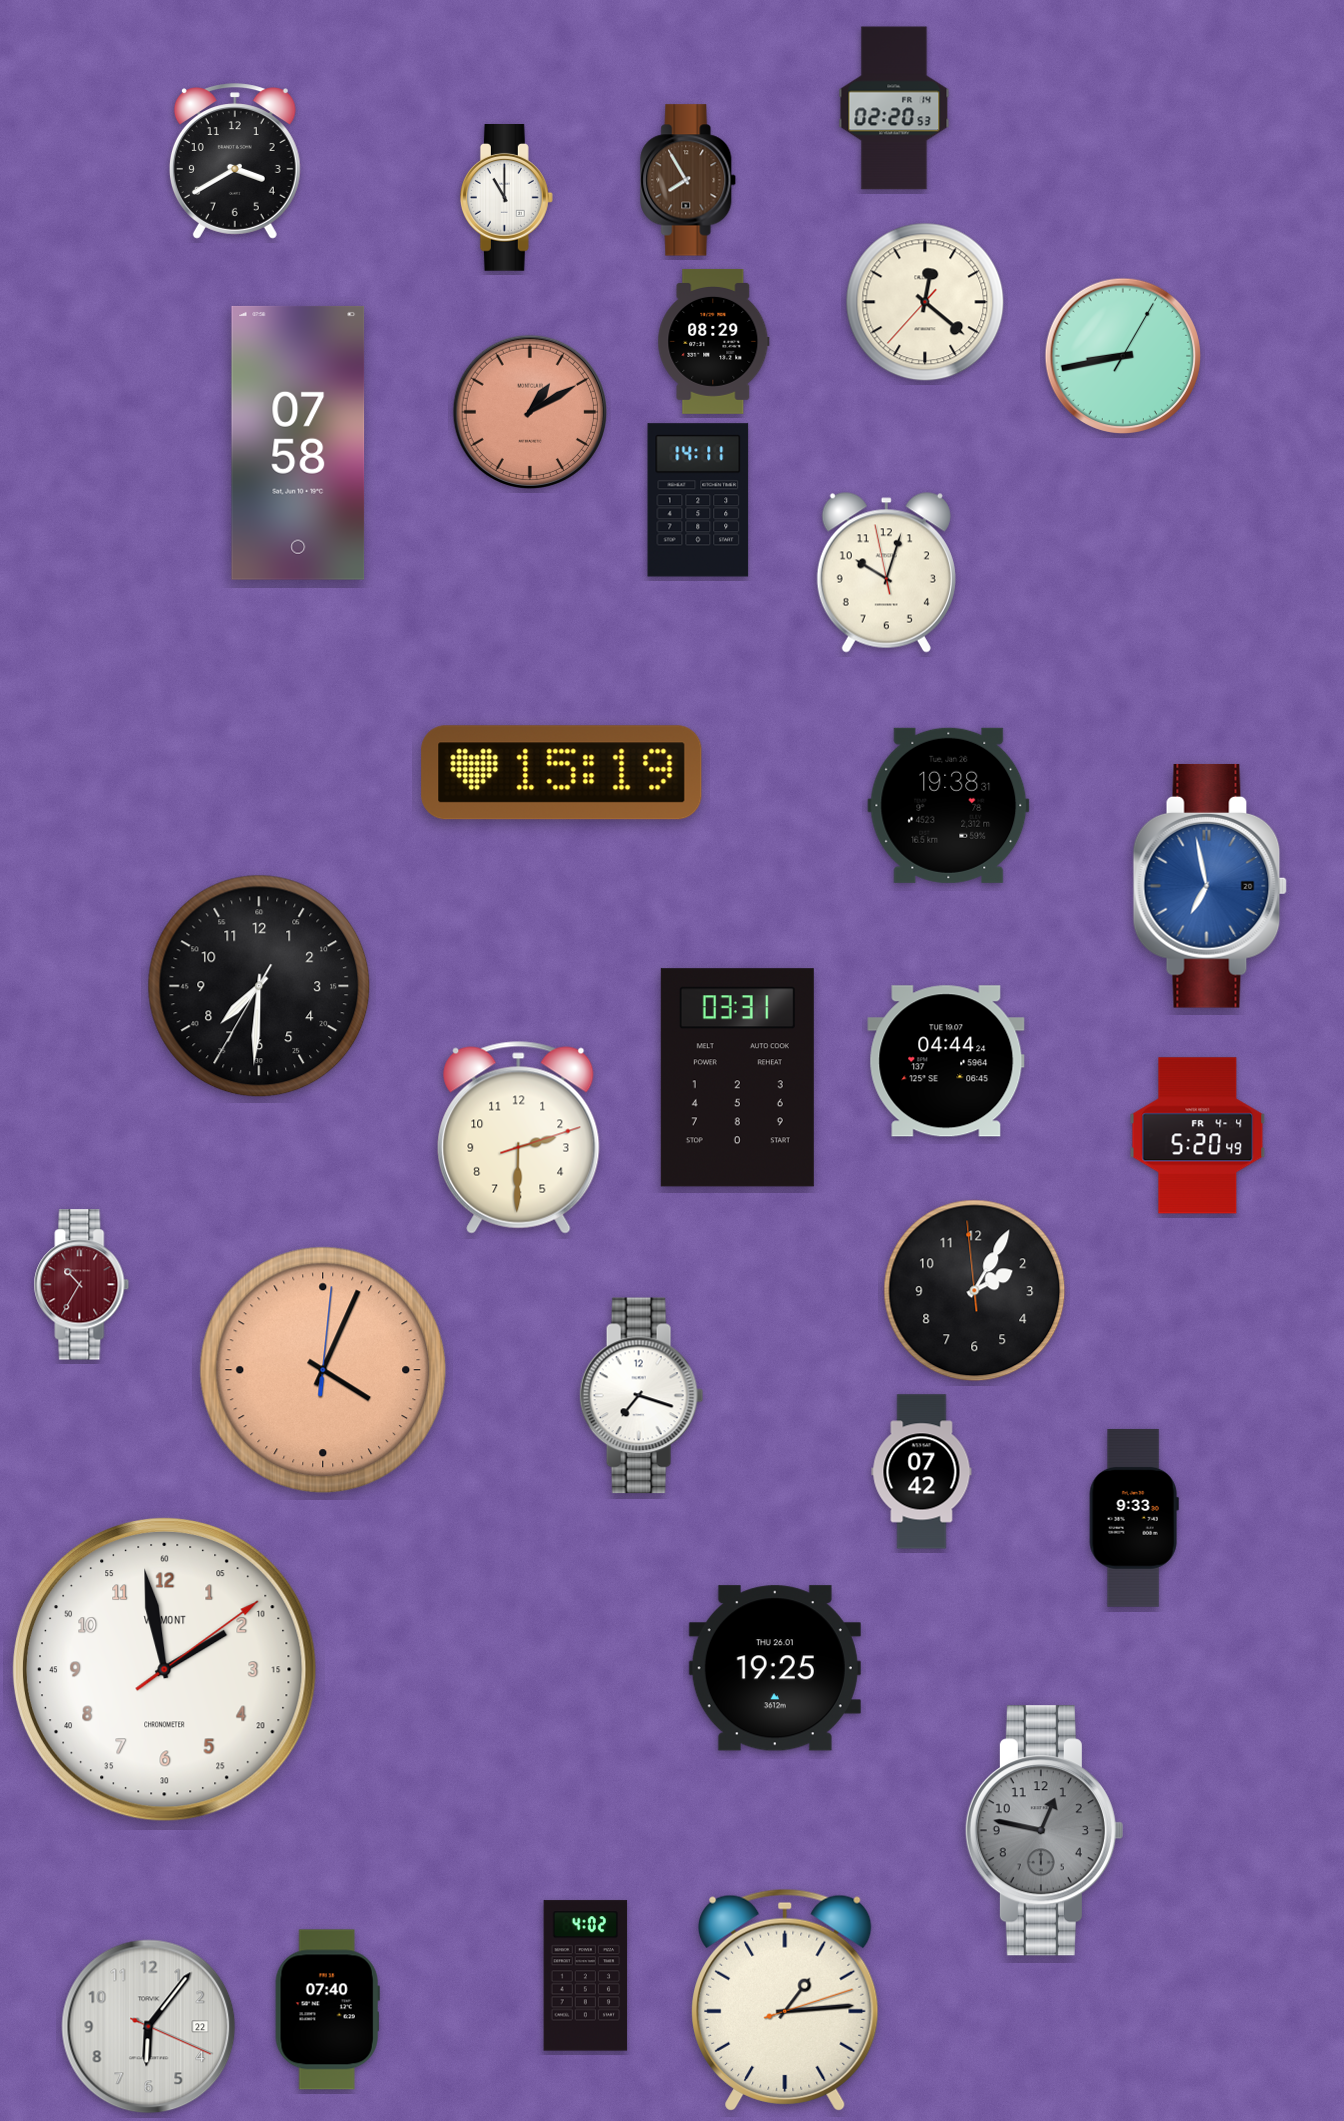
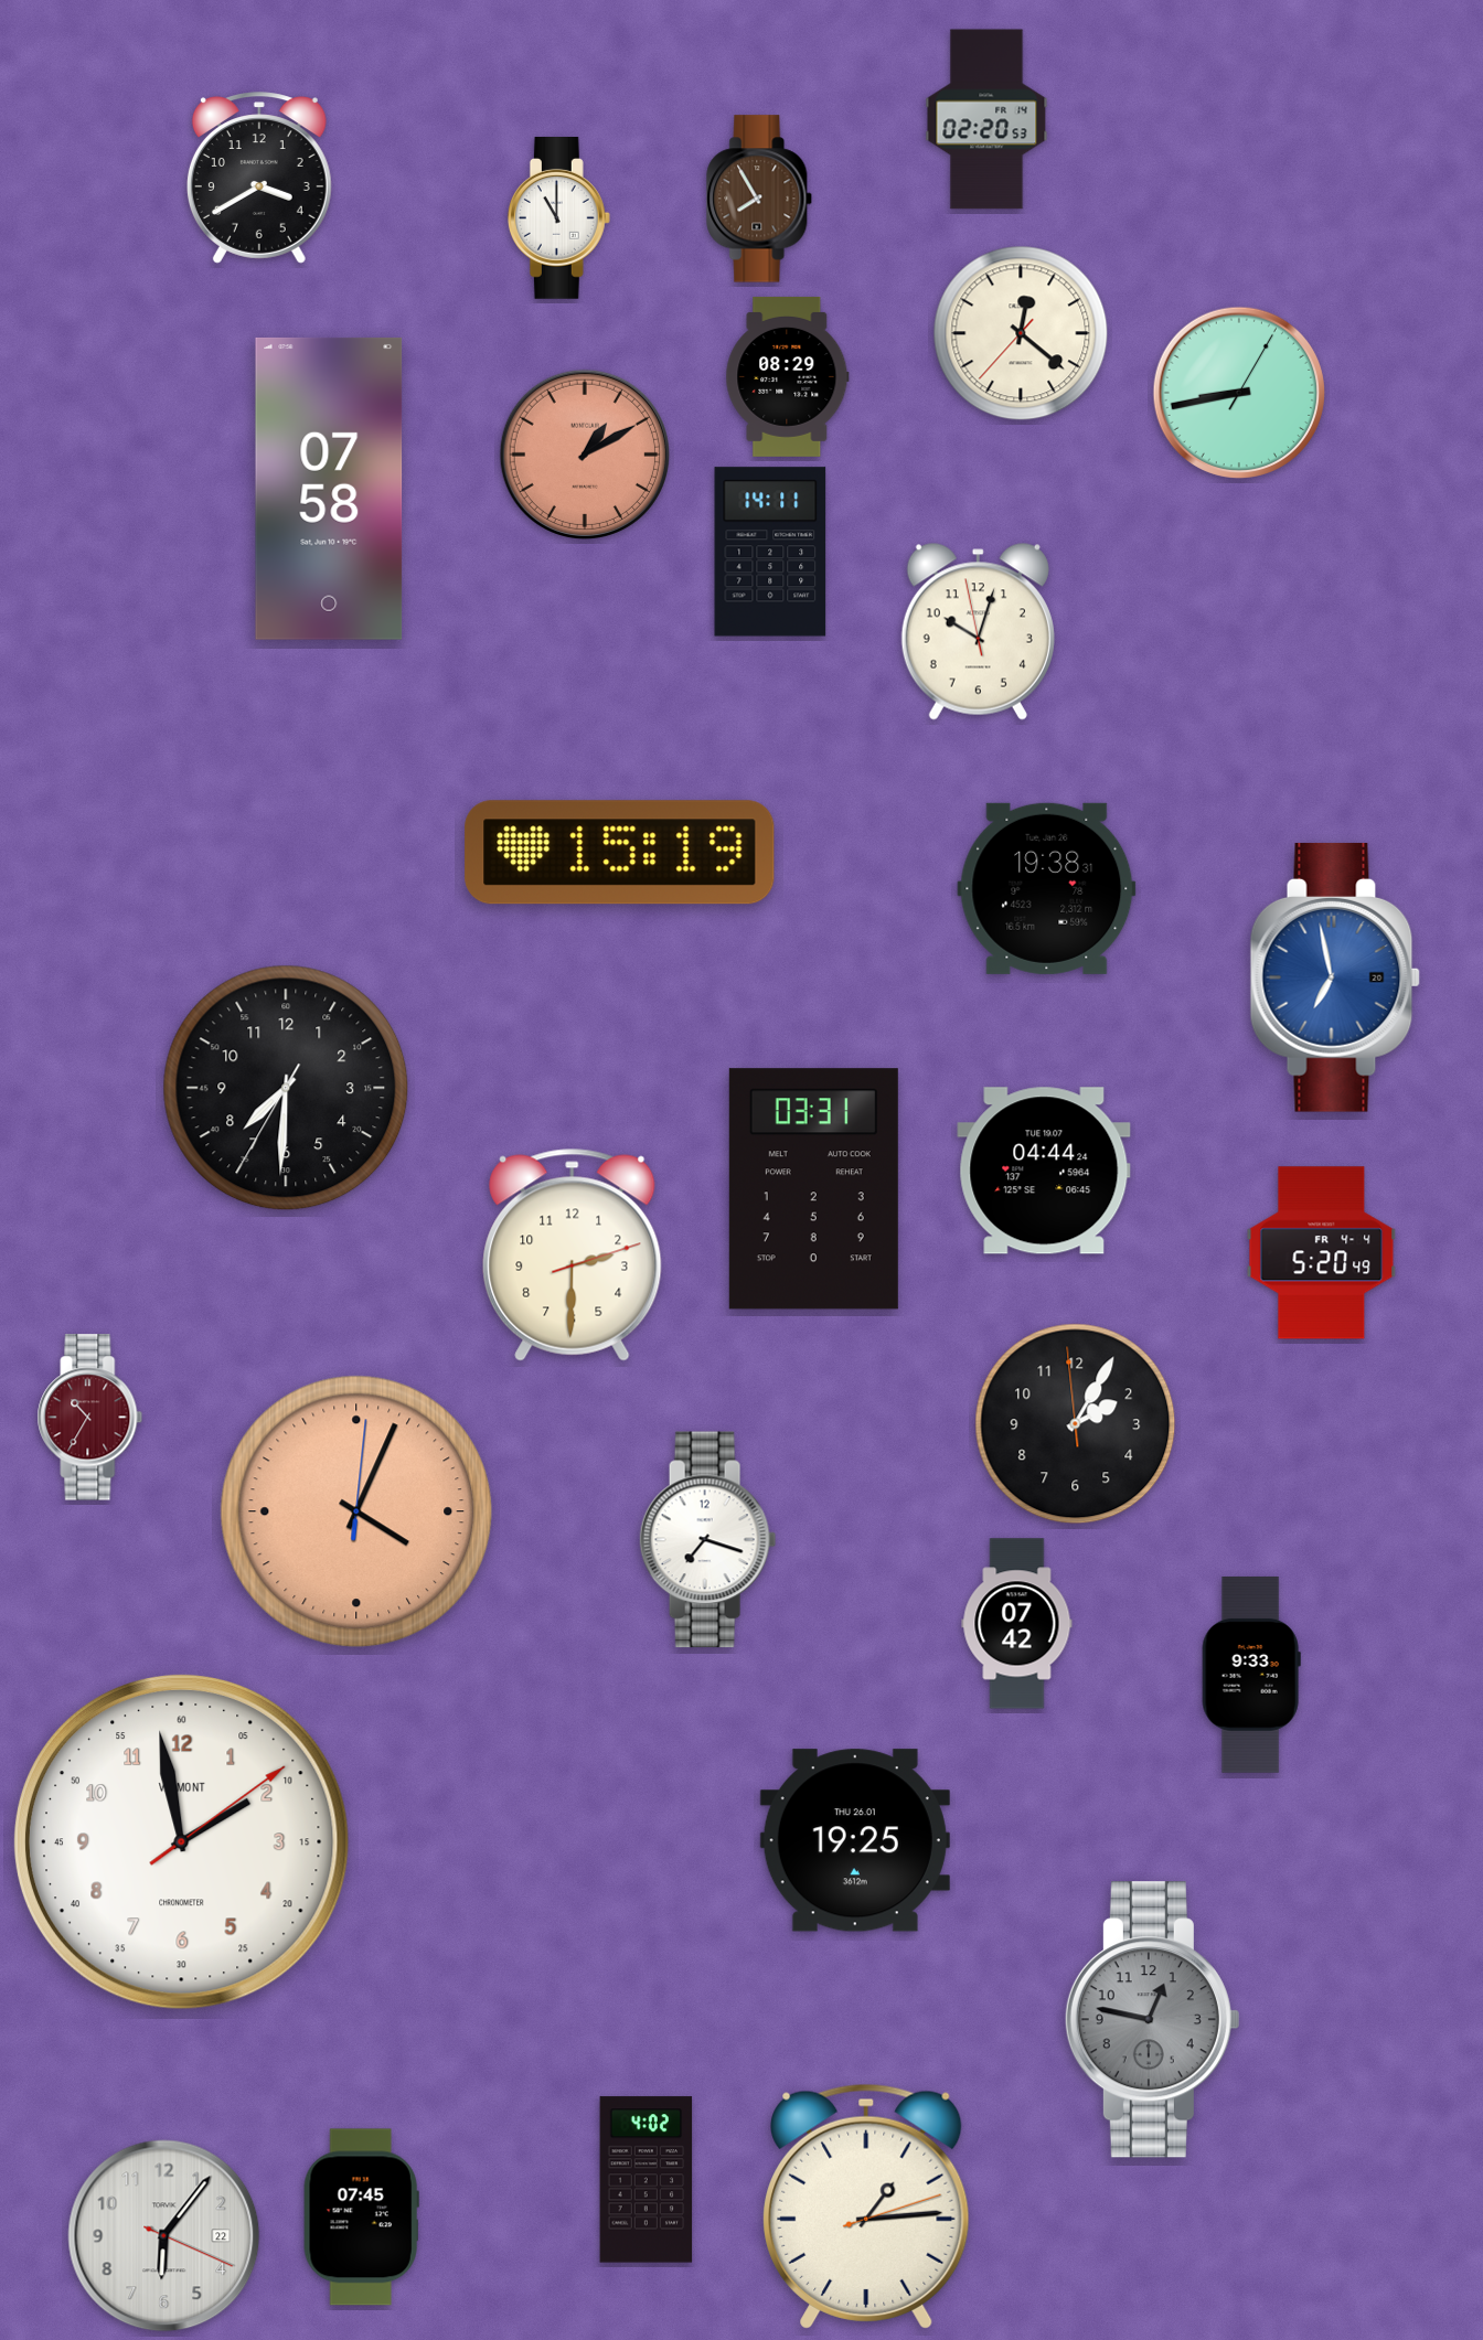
clock at (327, 2010): 07:40 -> 07:45
